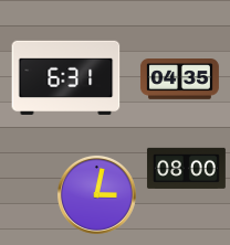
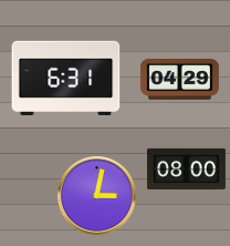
clock at (179, 79): 04:35 -> 04:29
